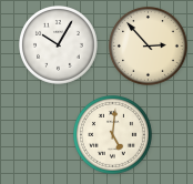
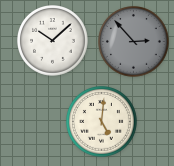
clock at (59, 45): 10:05 -> 10:08
clock at (149, 47) dial: cream -> grey
